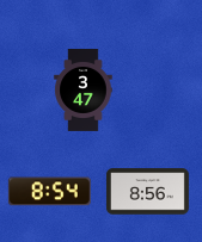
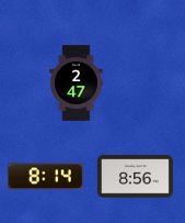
clock at (84, 89): 3:47 -> 2:47
clock at (49, 192): 8:54 -> 8:14
